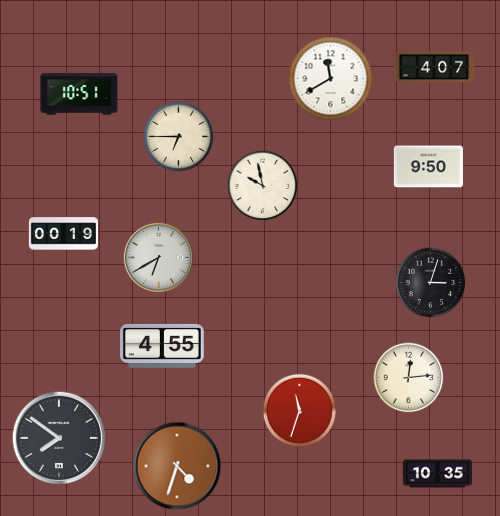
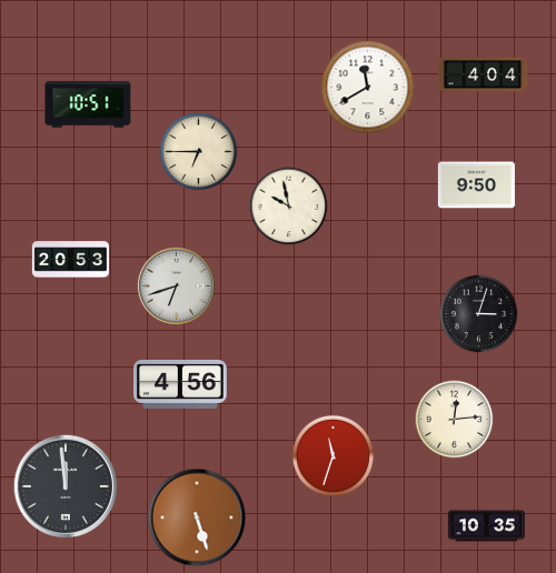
clock at (434, 67): 4:07 -> 4:04
clock at (263, 186) position: (263, 186) -> (289, 207)
clock at (63, 234): 00:19 -> 20:53
clock at (158, 257): 6:40 -> 6:42
clock at (163, 346): 4:55 -> 4:56
clock at (59, 438): 7:51 -> 11:59
clock at (177, 466): 4:33 -> 5:27
